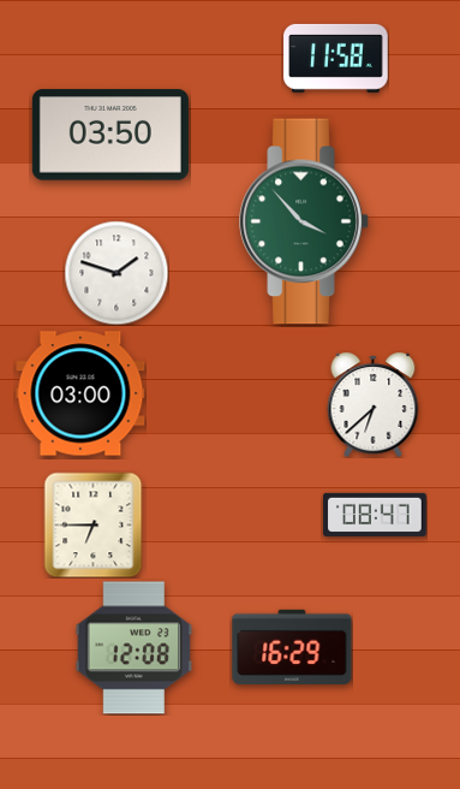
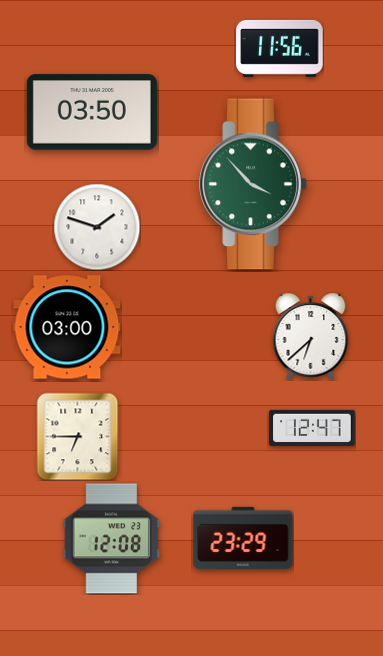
clock at (336, 58): 11:58 -> 11:56
clock at (375, 515): 08:47 -> 12:47
clock at (292, 647): 16:29 -> 23:29
